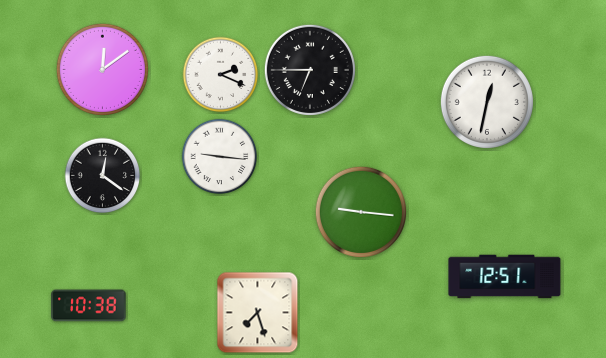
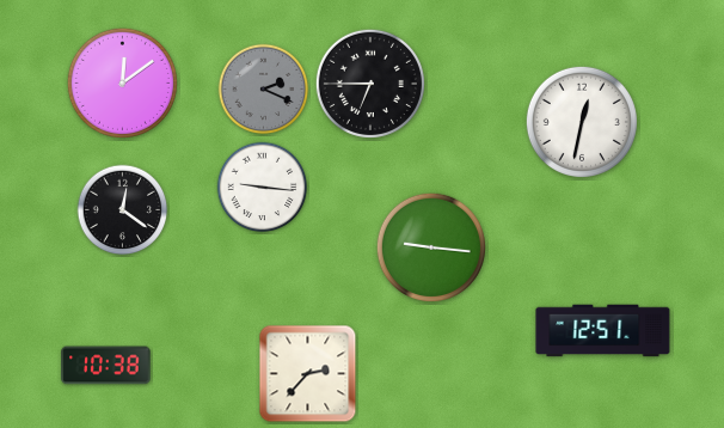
clock at (221, 75) dial: white -> grey
clock at (361, 212) position: (361, 212) -> (431, 247)
clock at (258, 313): 7:27 -> 2:37
